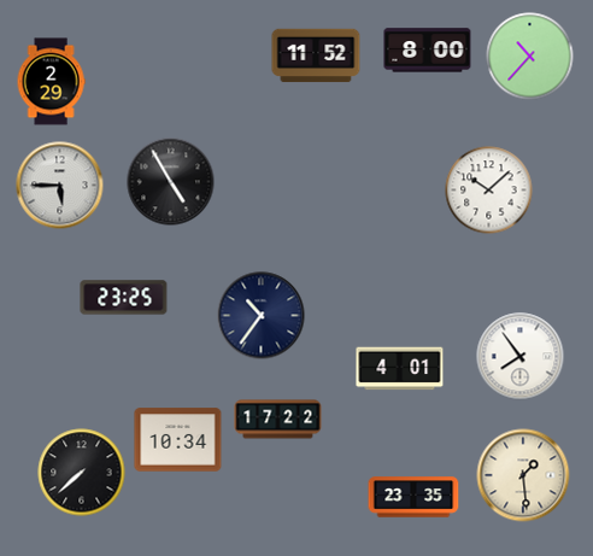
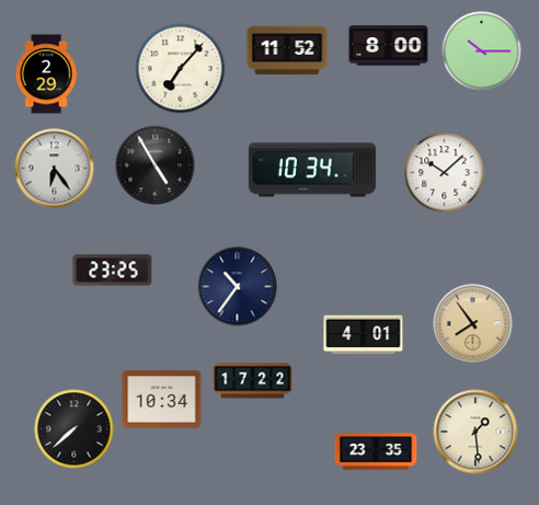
clock at (530, 57): 10:37 -> 10:15
clock at (181, 69): none -> 7:07
clock at (60, 186): 5:45 -> 6:24
clock at (312, 170): none -> 10:34
clock at (521, 357) dial: white -> champagne
